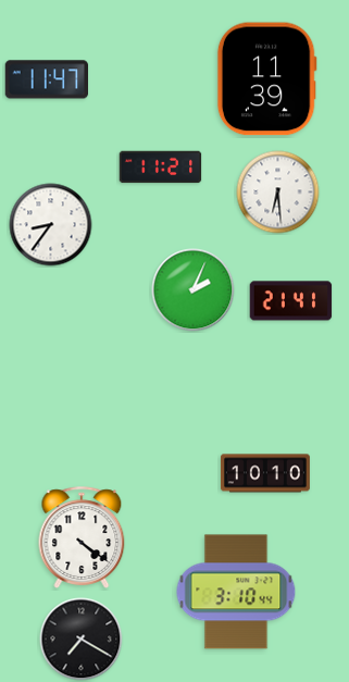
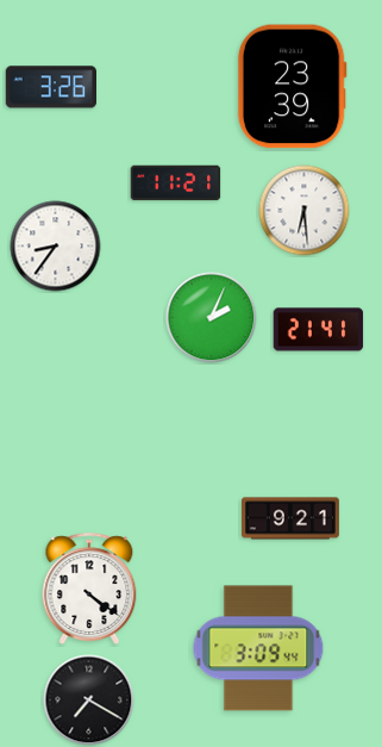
clock at (47, 79): 11:47 -> 3:26
clock at (266, 79): 11:39 -> 23:39
clock at (265, 473): 10:10 -> 9:21
clock at (236, 592): 3:10 -> 3:09
